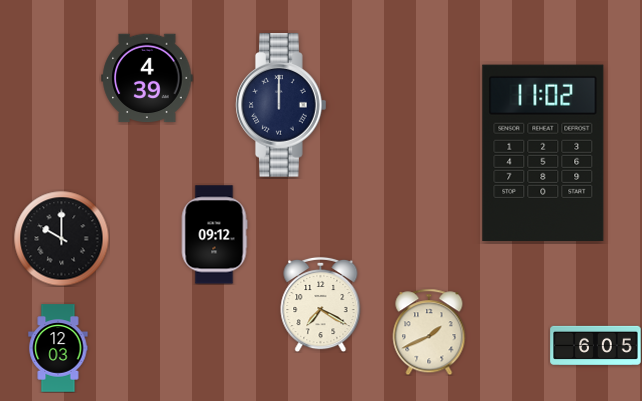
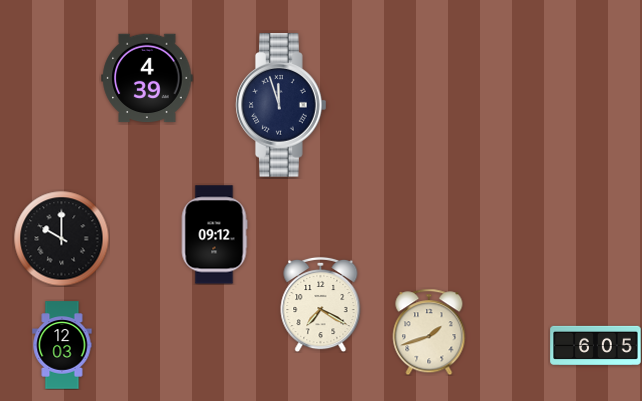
clock at (281, 105): 12:00 -> 11:57
clock at (543, 152): 11:02 -> none
clock at (429, 332): 1:41 -> 1:42
clock at (58, 348) position: (58, 348) -> (62, 345)
